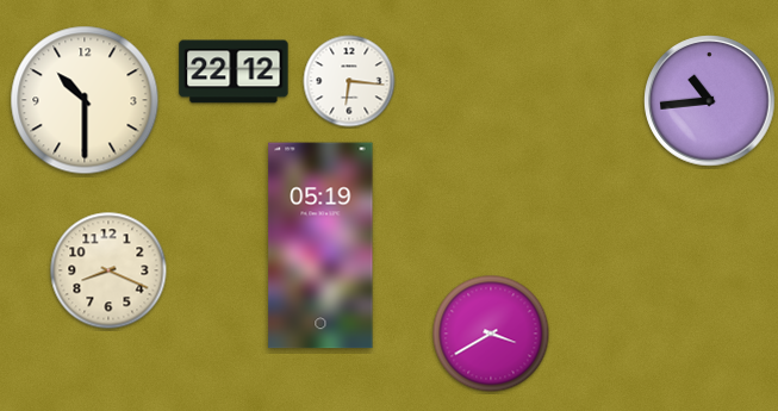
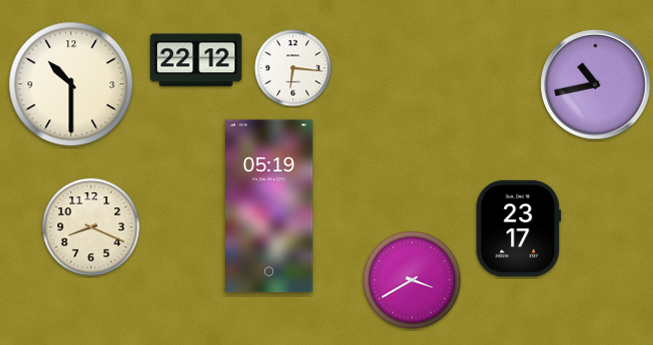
clock at (710, 101): 10:44 -> 10:43
clock at (518, 229): none -> 23:17
